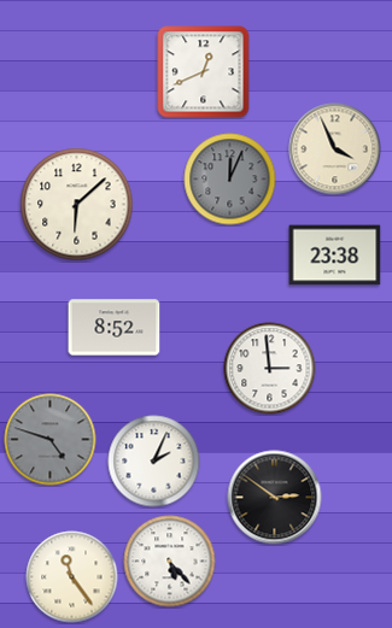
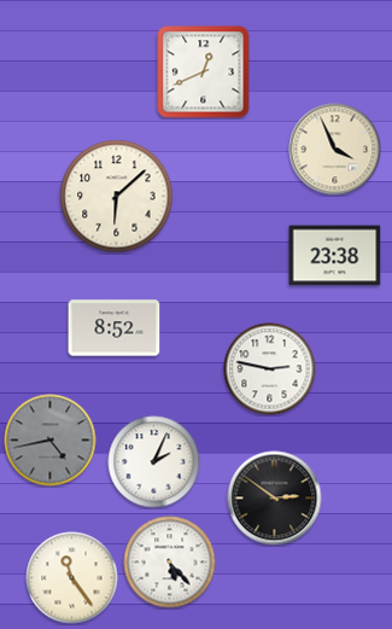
clock at (230, 180): 12:04 -> none
clock at (77, 205) position: (77, 205) -> (117, 197)
clock at (270, 369): 2:59 -> 2:47
clock at (51, 440): 4:48 -> 4:43
